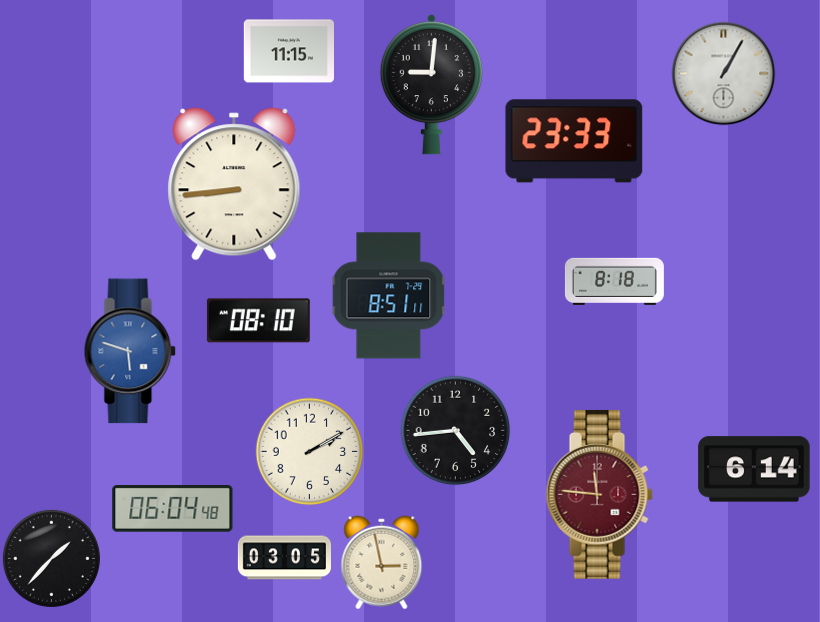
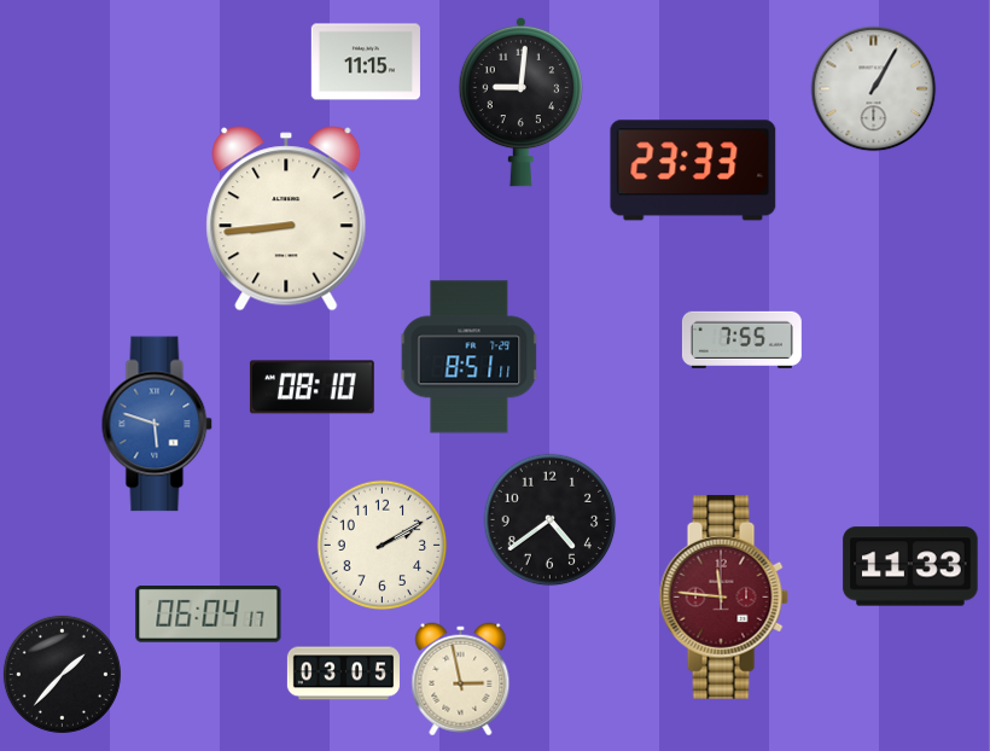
clock at (288, 51) position: (288, 51) -> (365, 62)
clock at (234, 184) position: (234, 184) -> (286, 219)
clock at (614, 281): 8:18 -> 7:55
clock at (455, 430): 4:44 -> 4:39
clock at (309, 451) position: (309, 451) -> (382, 545)
clock at (754, 469): 6:14 -> 11:33
clock at (173, 509): 06:04:48 -> 06:04:17
